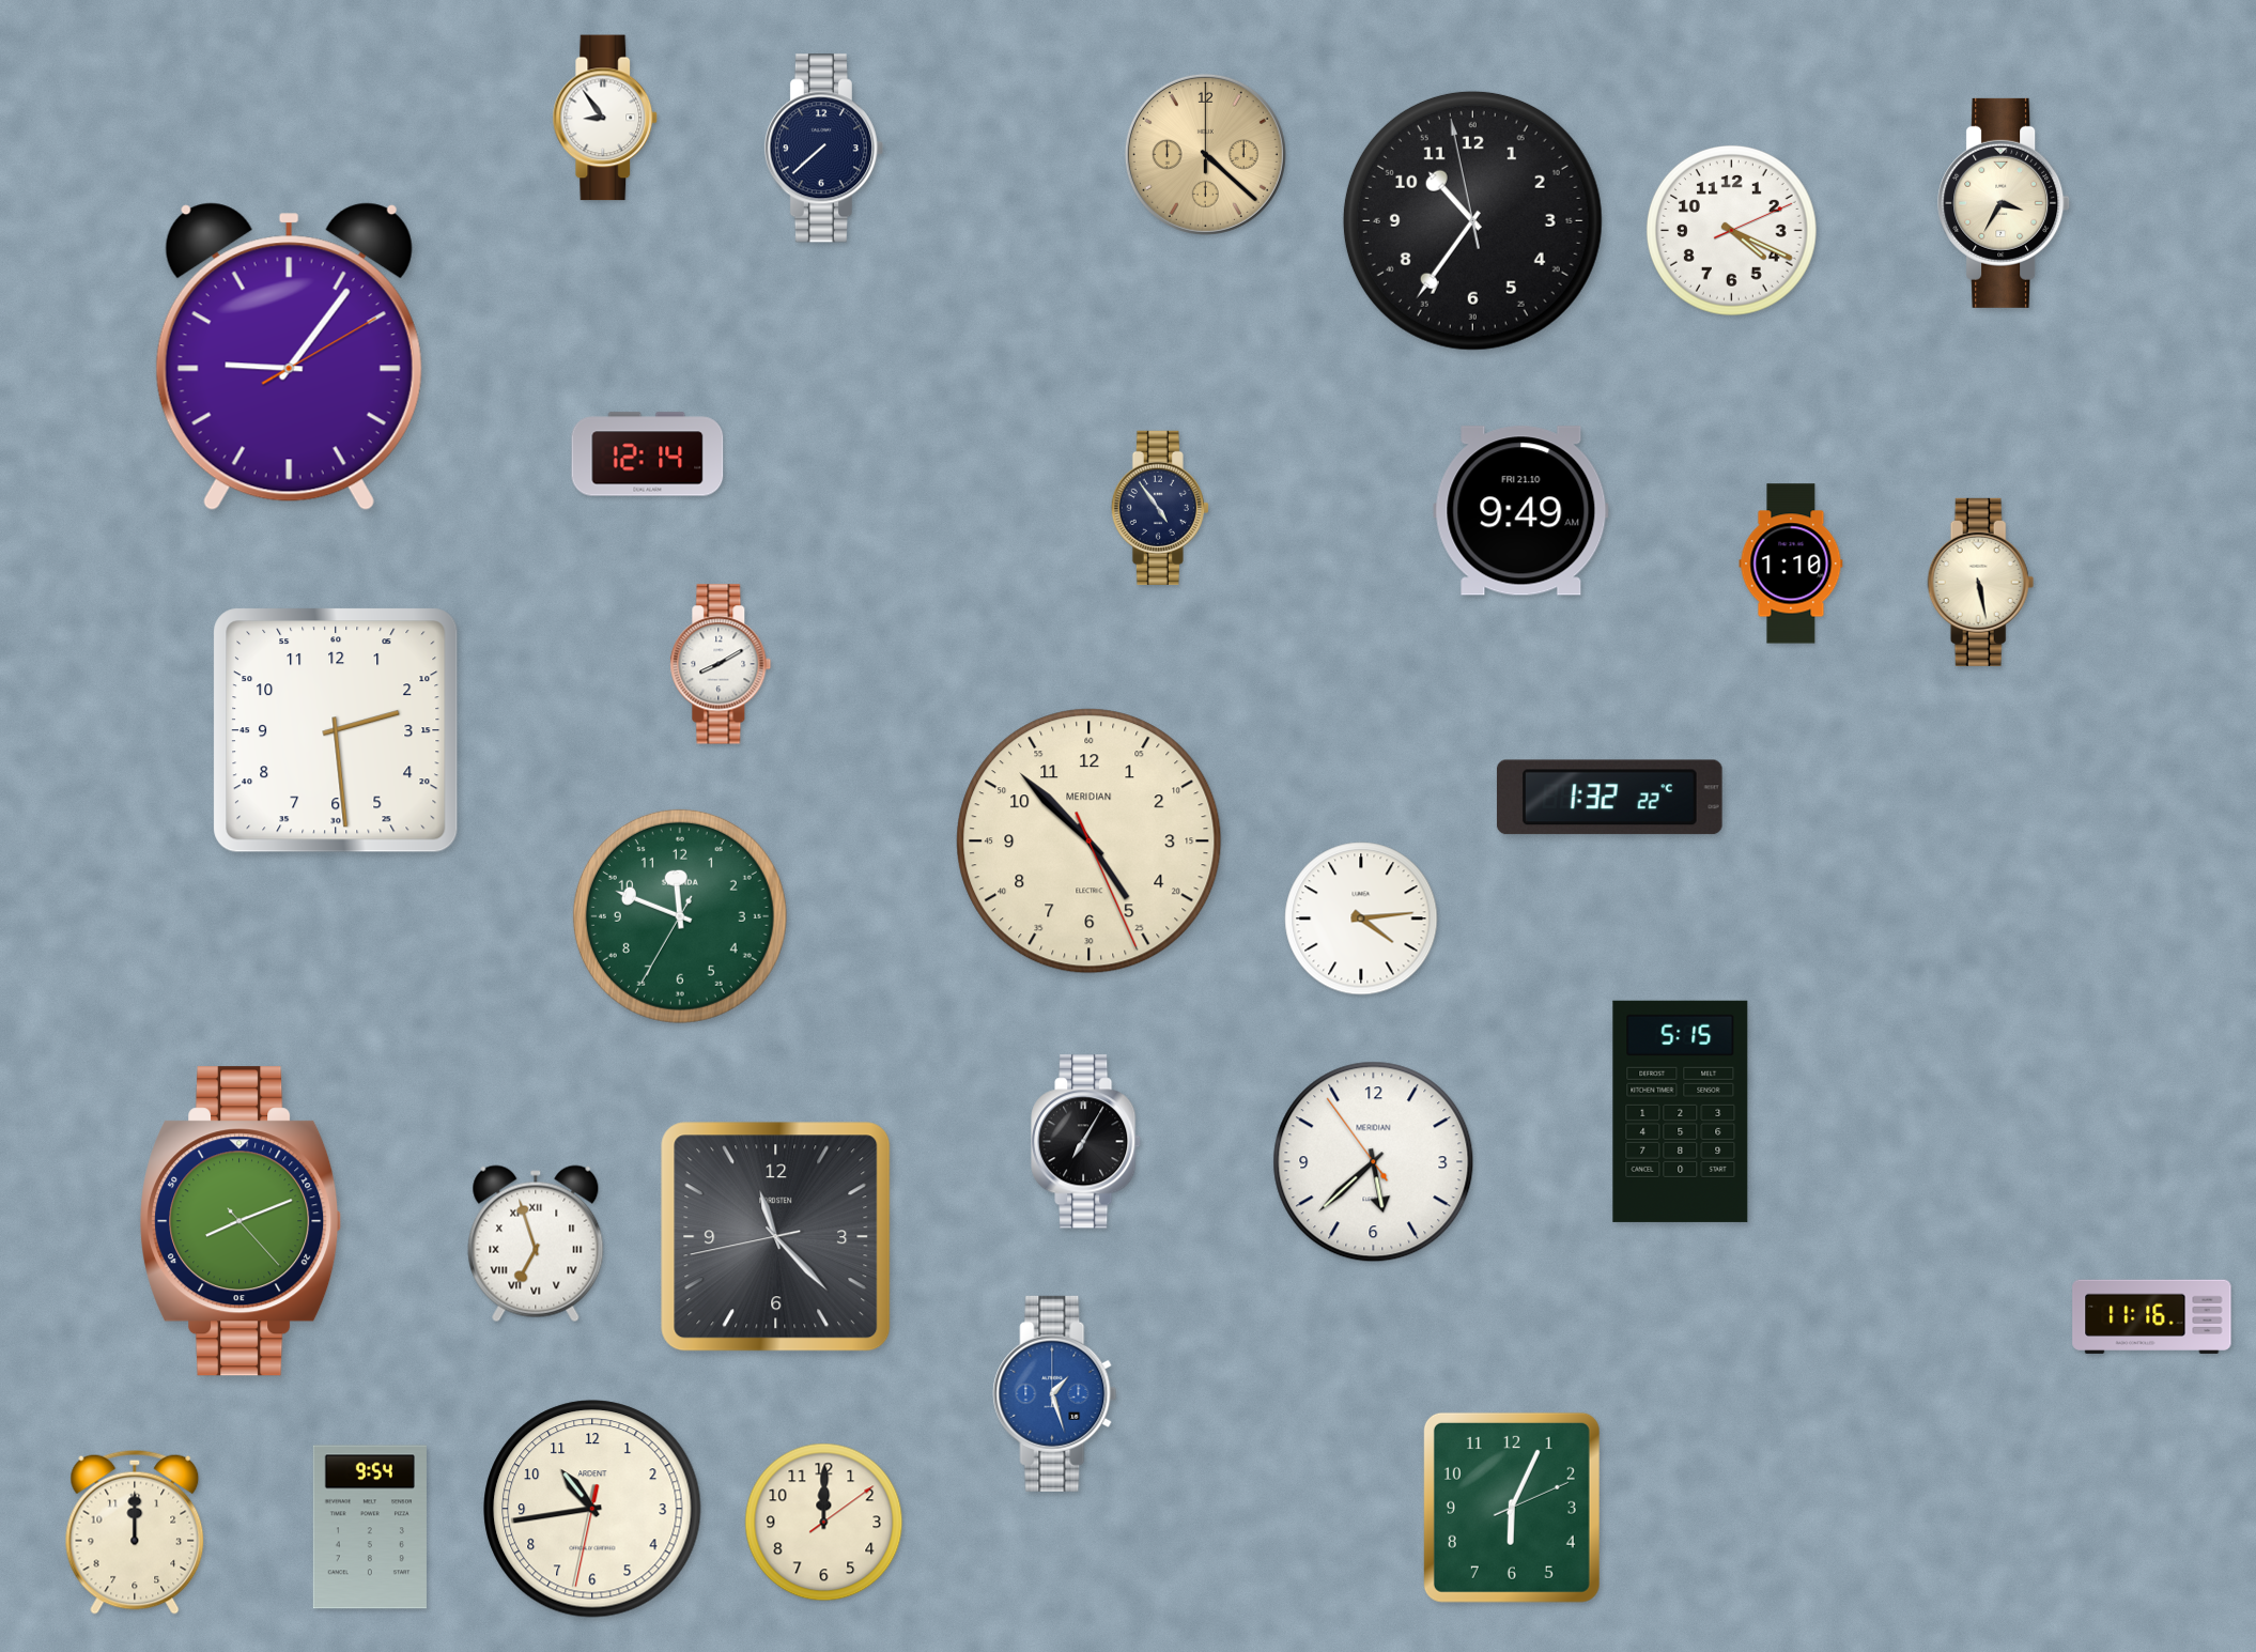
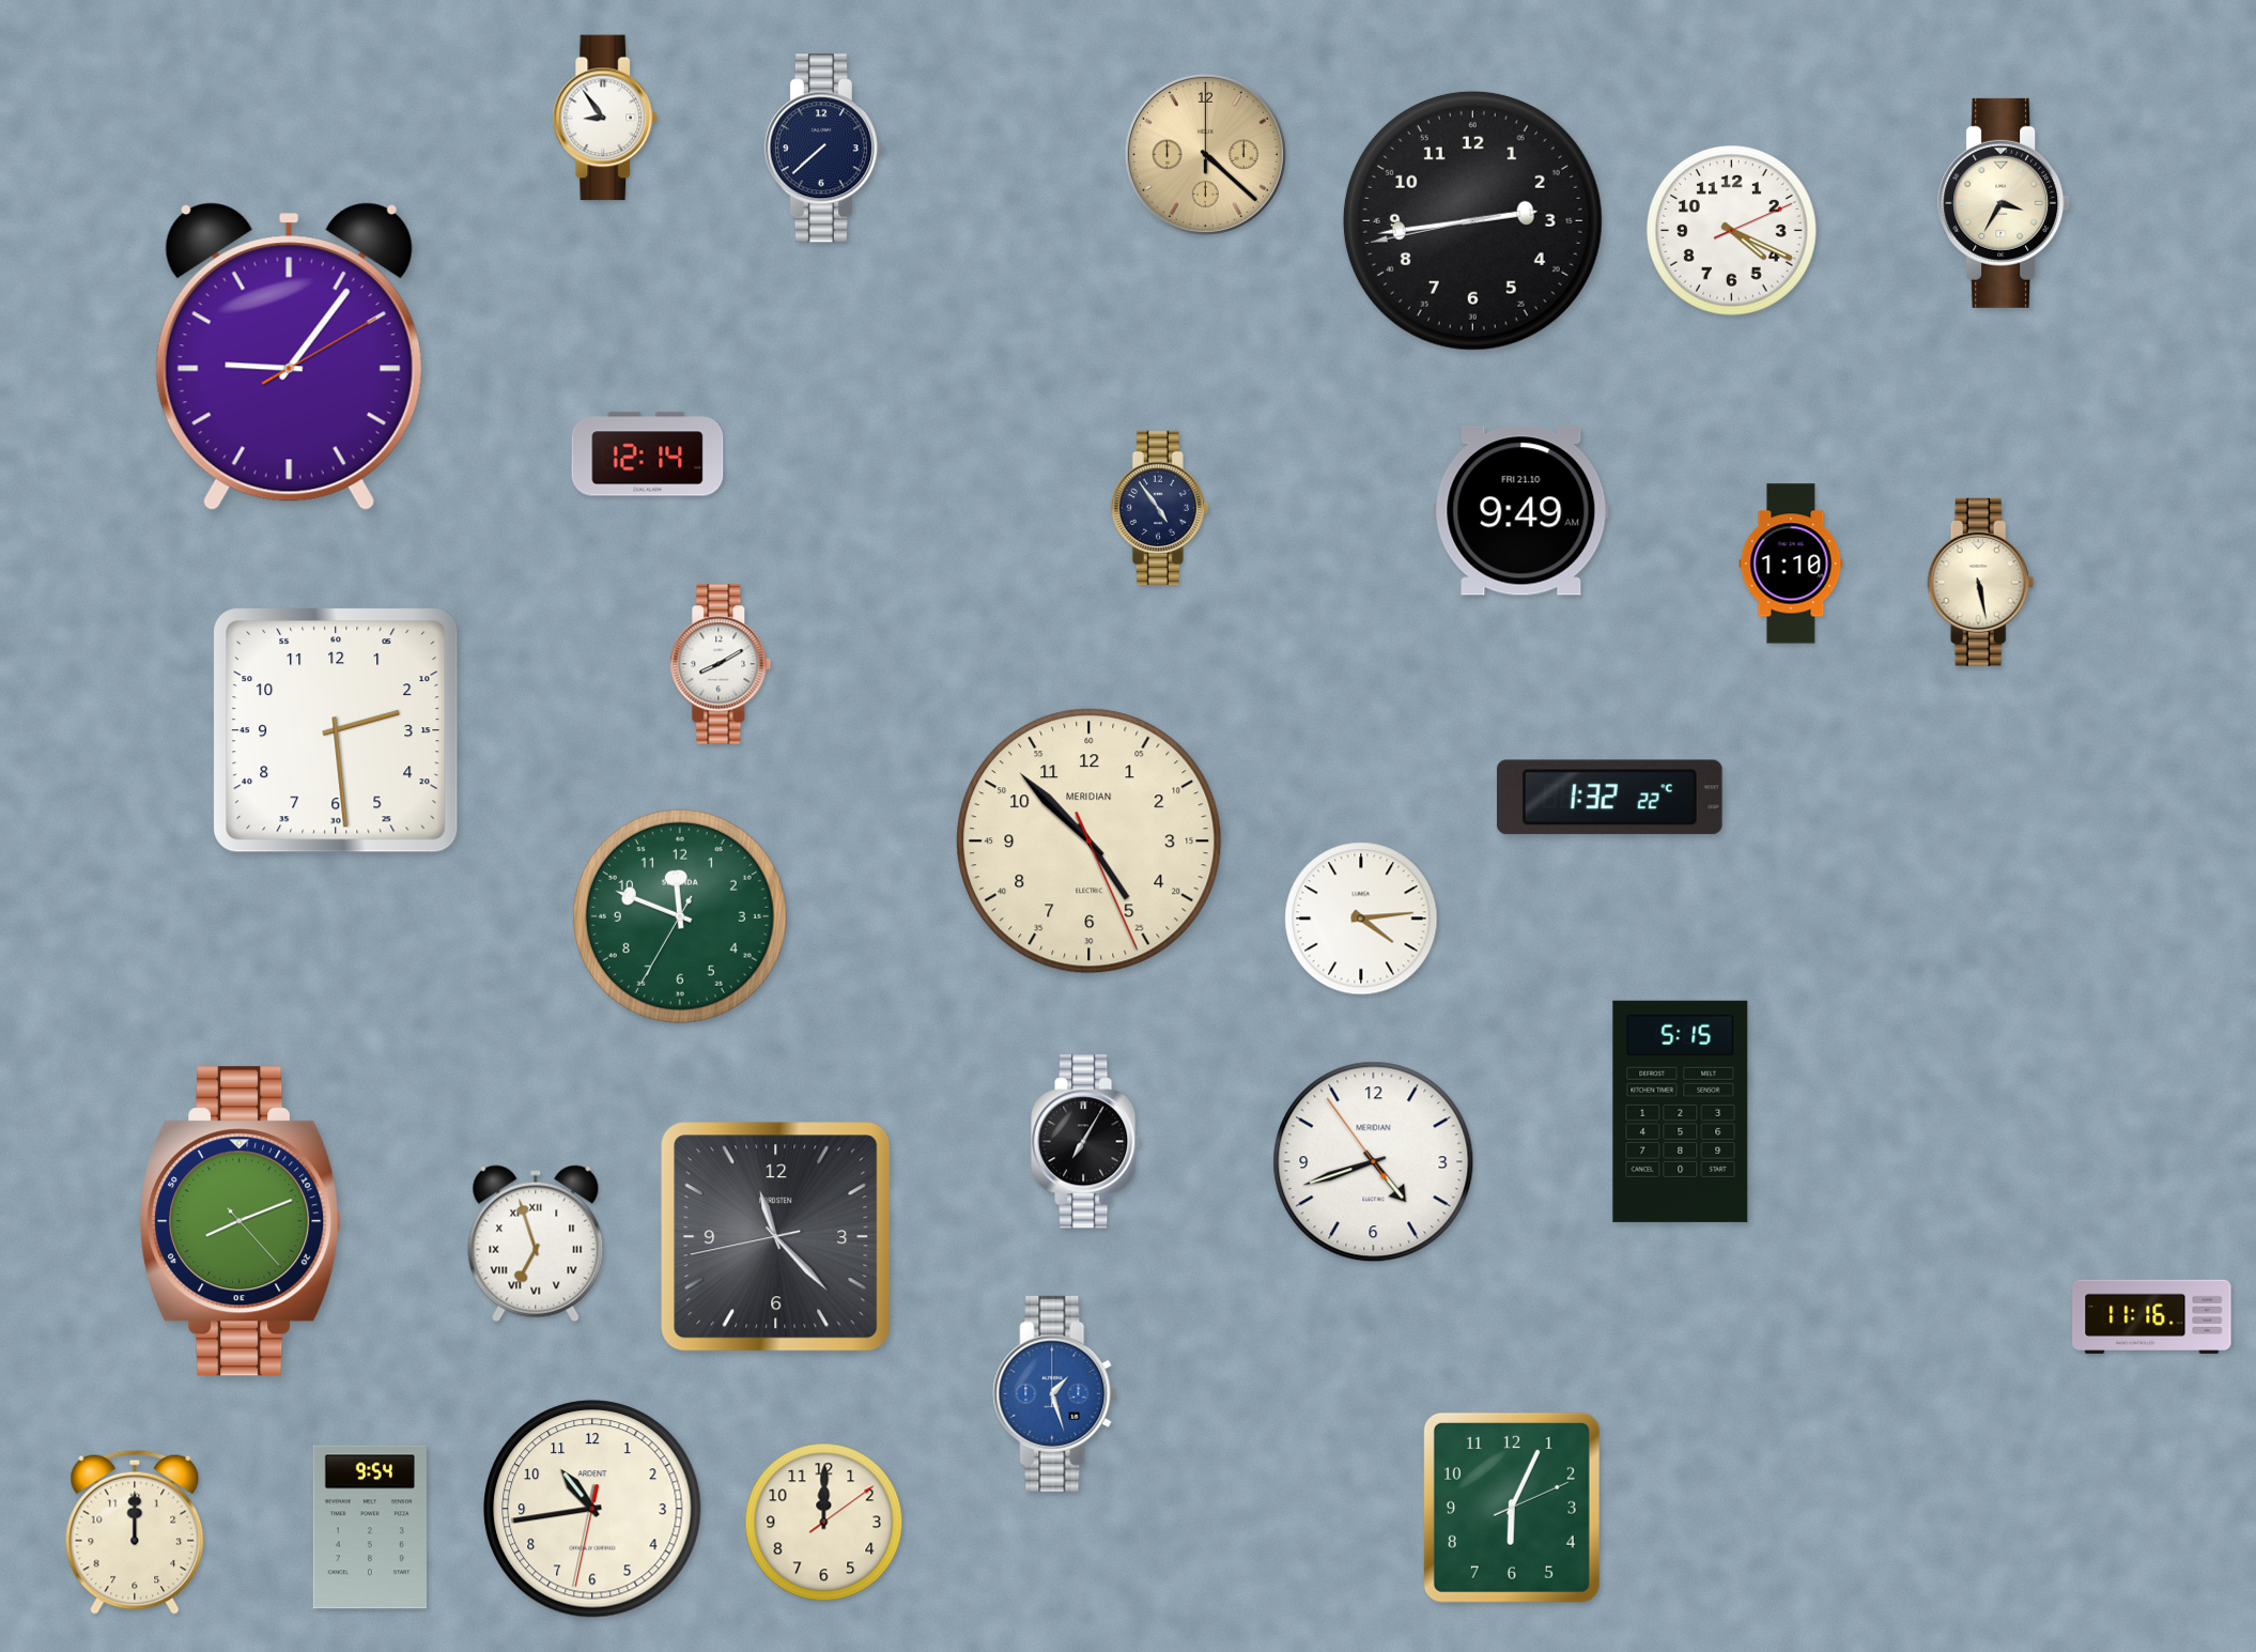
clock at (1472, 220): 10:35 -> 2:43
clock at (1374, 1162): 5:37 -> 4:41
